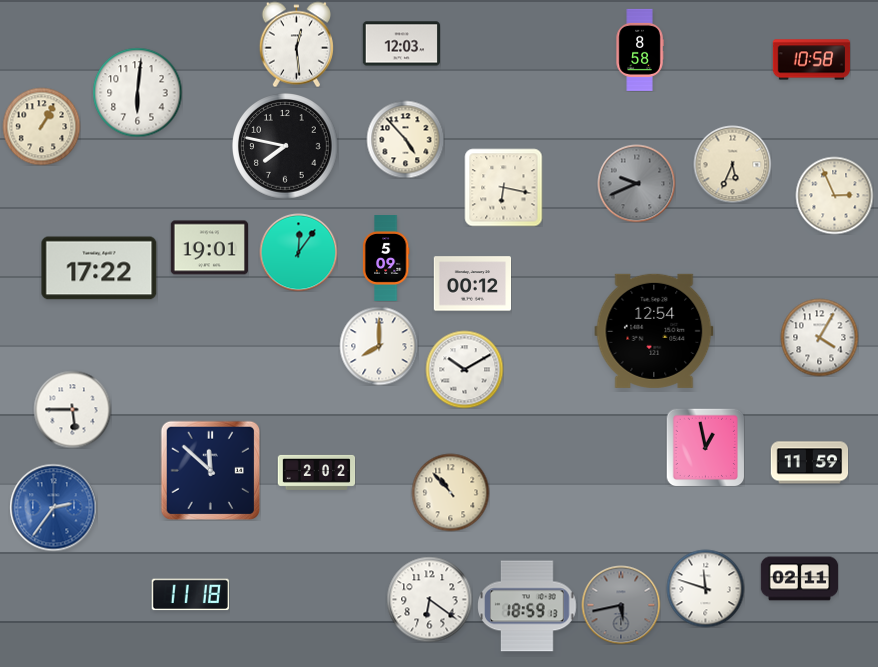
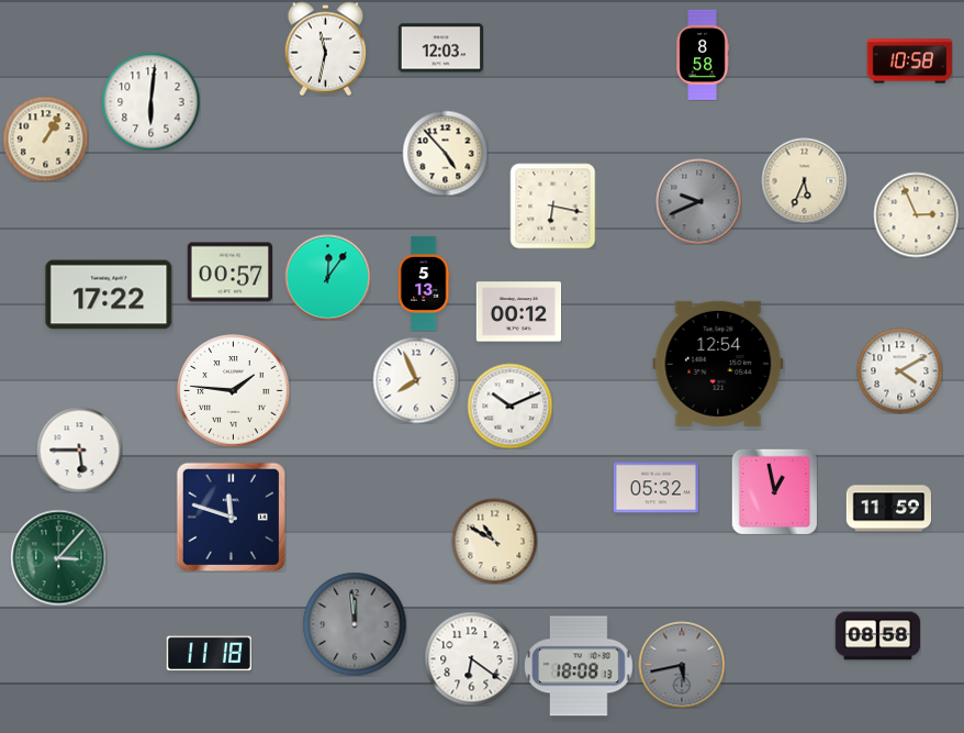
clock at (296, 44): 12:29 -> 11:32
clock at (811, 60) position: (811, 60) -> (909, 62)
clock at (286, 147): 7:47 -> none
clock at (209, 248): 19:01 -> 00:57
clock at (386, 259): 5:09 -> 5:13
clock at (819, 337): 4:05 -> 4:10
clock at (379, 346): 8:00 -> 7:56
clock at (234, 391): none -> 1:46
clock at (464, 369): 10:10 -> 10:11
clock at (655, 488): none -> 05:32
clock at (210, 470): 11:52 -> 11:48
clock at (316, 472): 2:02 -> none
clock at (450, 492): 10:53 -> 10:50
clock at (53, 507): 2:36 -> 3:07
clock at (53, 507) dial: blue -> green
clock at (355, 624): none -> 11:59
clock at (799, 579): 02:11 -> 08:58
clock at (705, 588): 11:48 -> none
clock at (527, 606): 18:59 -> 18:08
